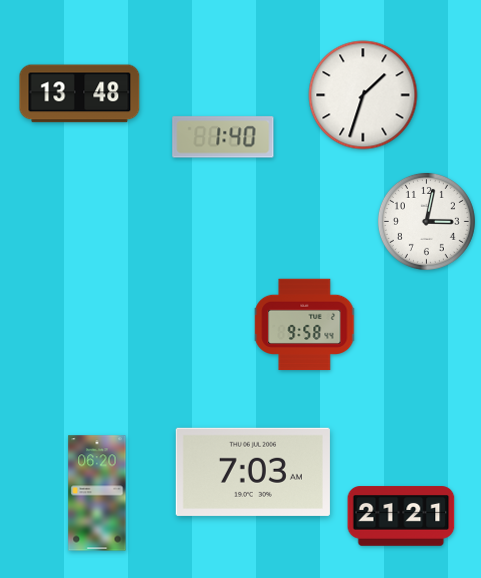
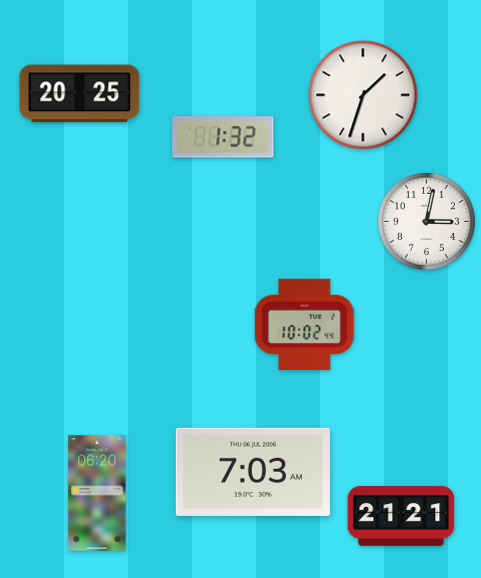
clock at (80, 94): 13:48 -> 20:25
clock at (223, 137): 1:40 -> 1:32
clock at (305, 325): 9:58 -> 10:02
